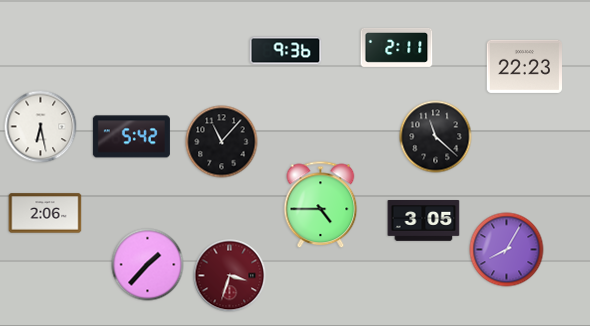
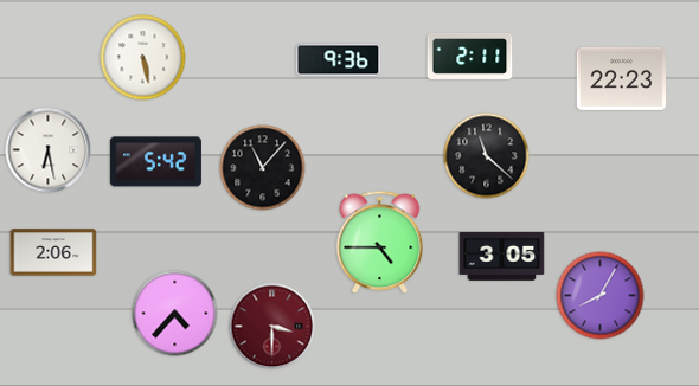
clock at (143, 58): none -> 5:28
clock at (436, 137) position: (436, 137) -> (487, 156)
clock at (424, 221) position: (424, 221) -> (502, 257)
clock at (148, 265): 1:37 -> 4:37
clock at (230, 276): 3:33 -> 3:30
